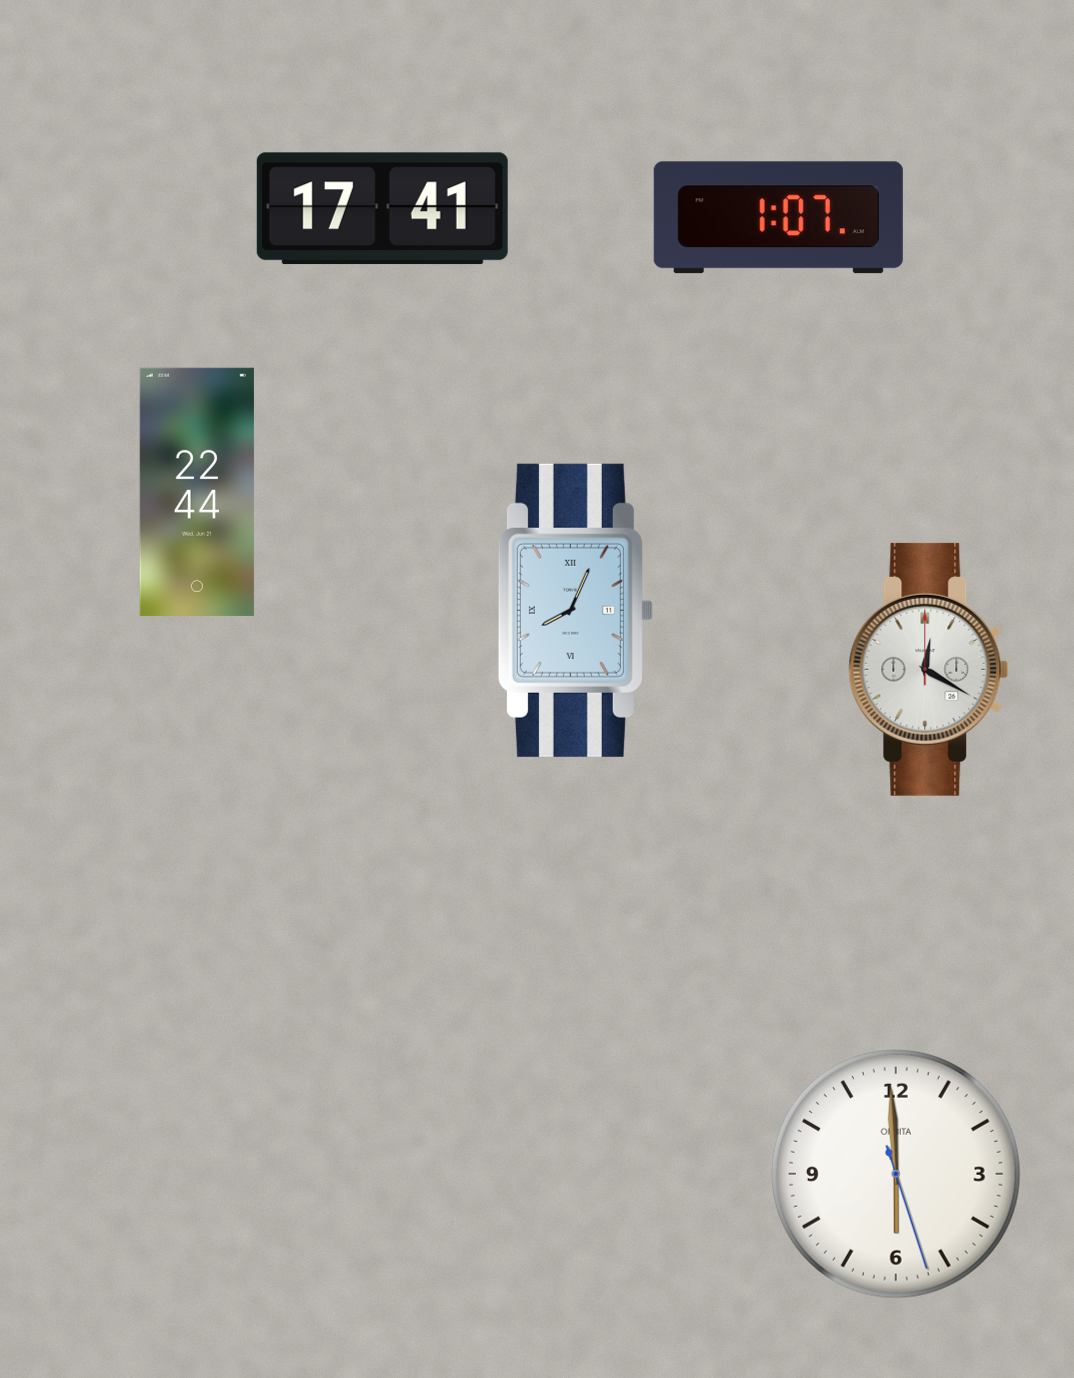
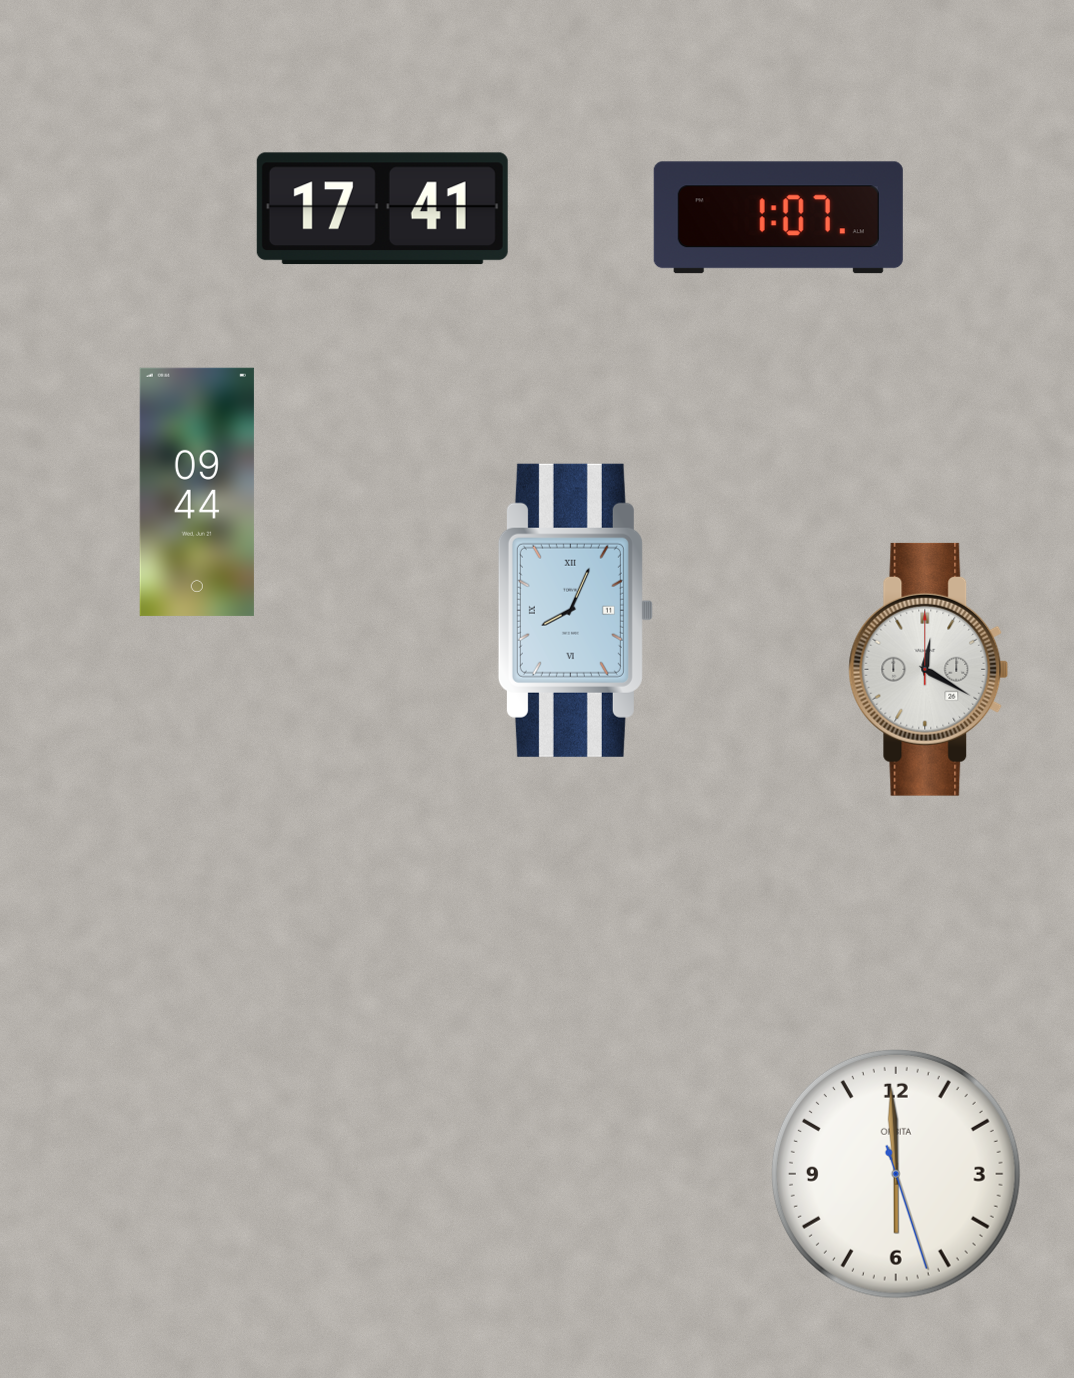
clock at (197, 492): 22:44 -> 09:44
